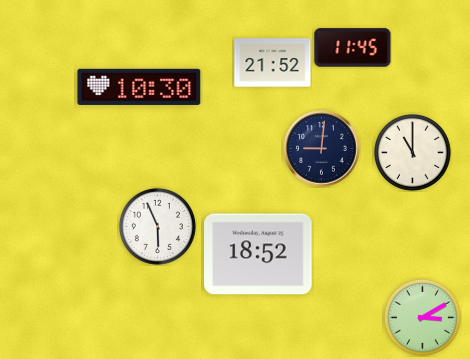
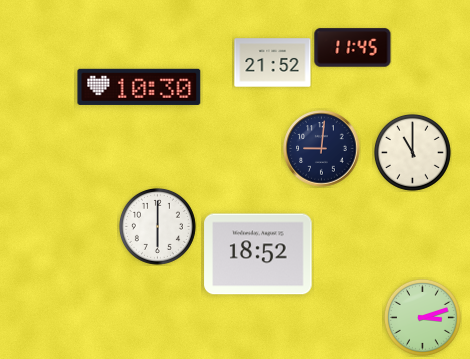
clock at (157, 226): 5:56 -> 6:00
clock at (422, 317): 3:10 -> 3:12
